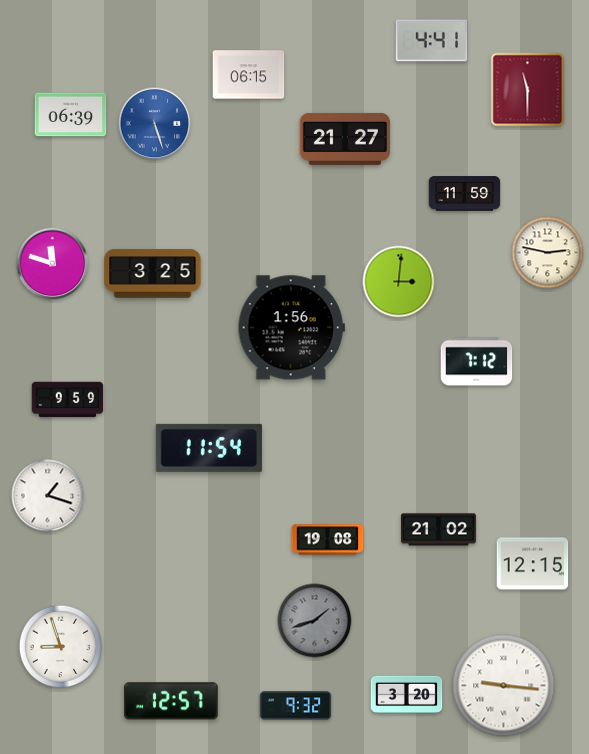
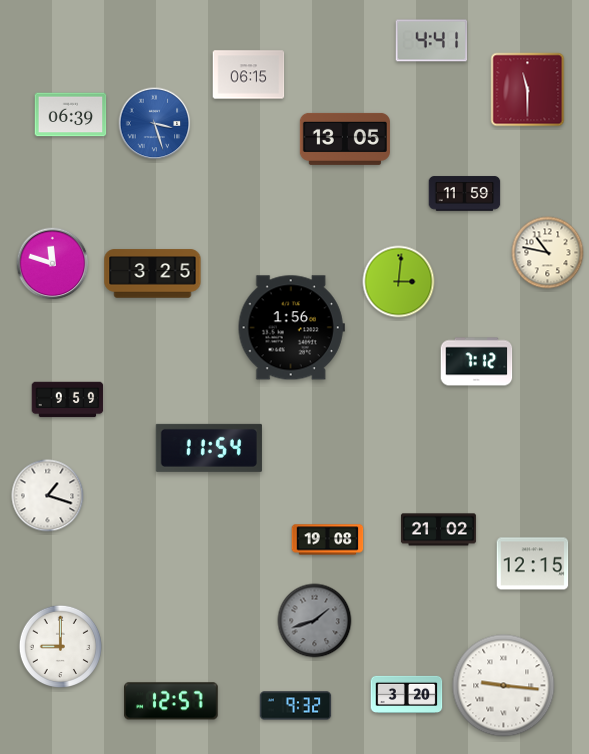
clock at (155, 124): 5:27 -> 3:27
clock at (345, 139): 21:27 -> 13:05
clock at (548, 253): 2:47 -> 10:47
clock at (60, 646): 8:57 -> 9:00
